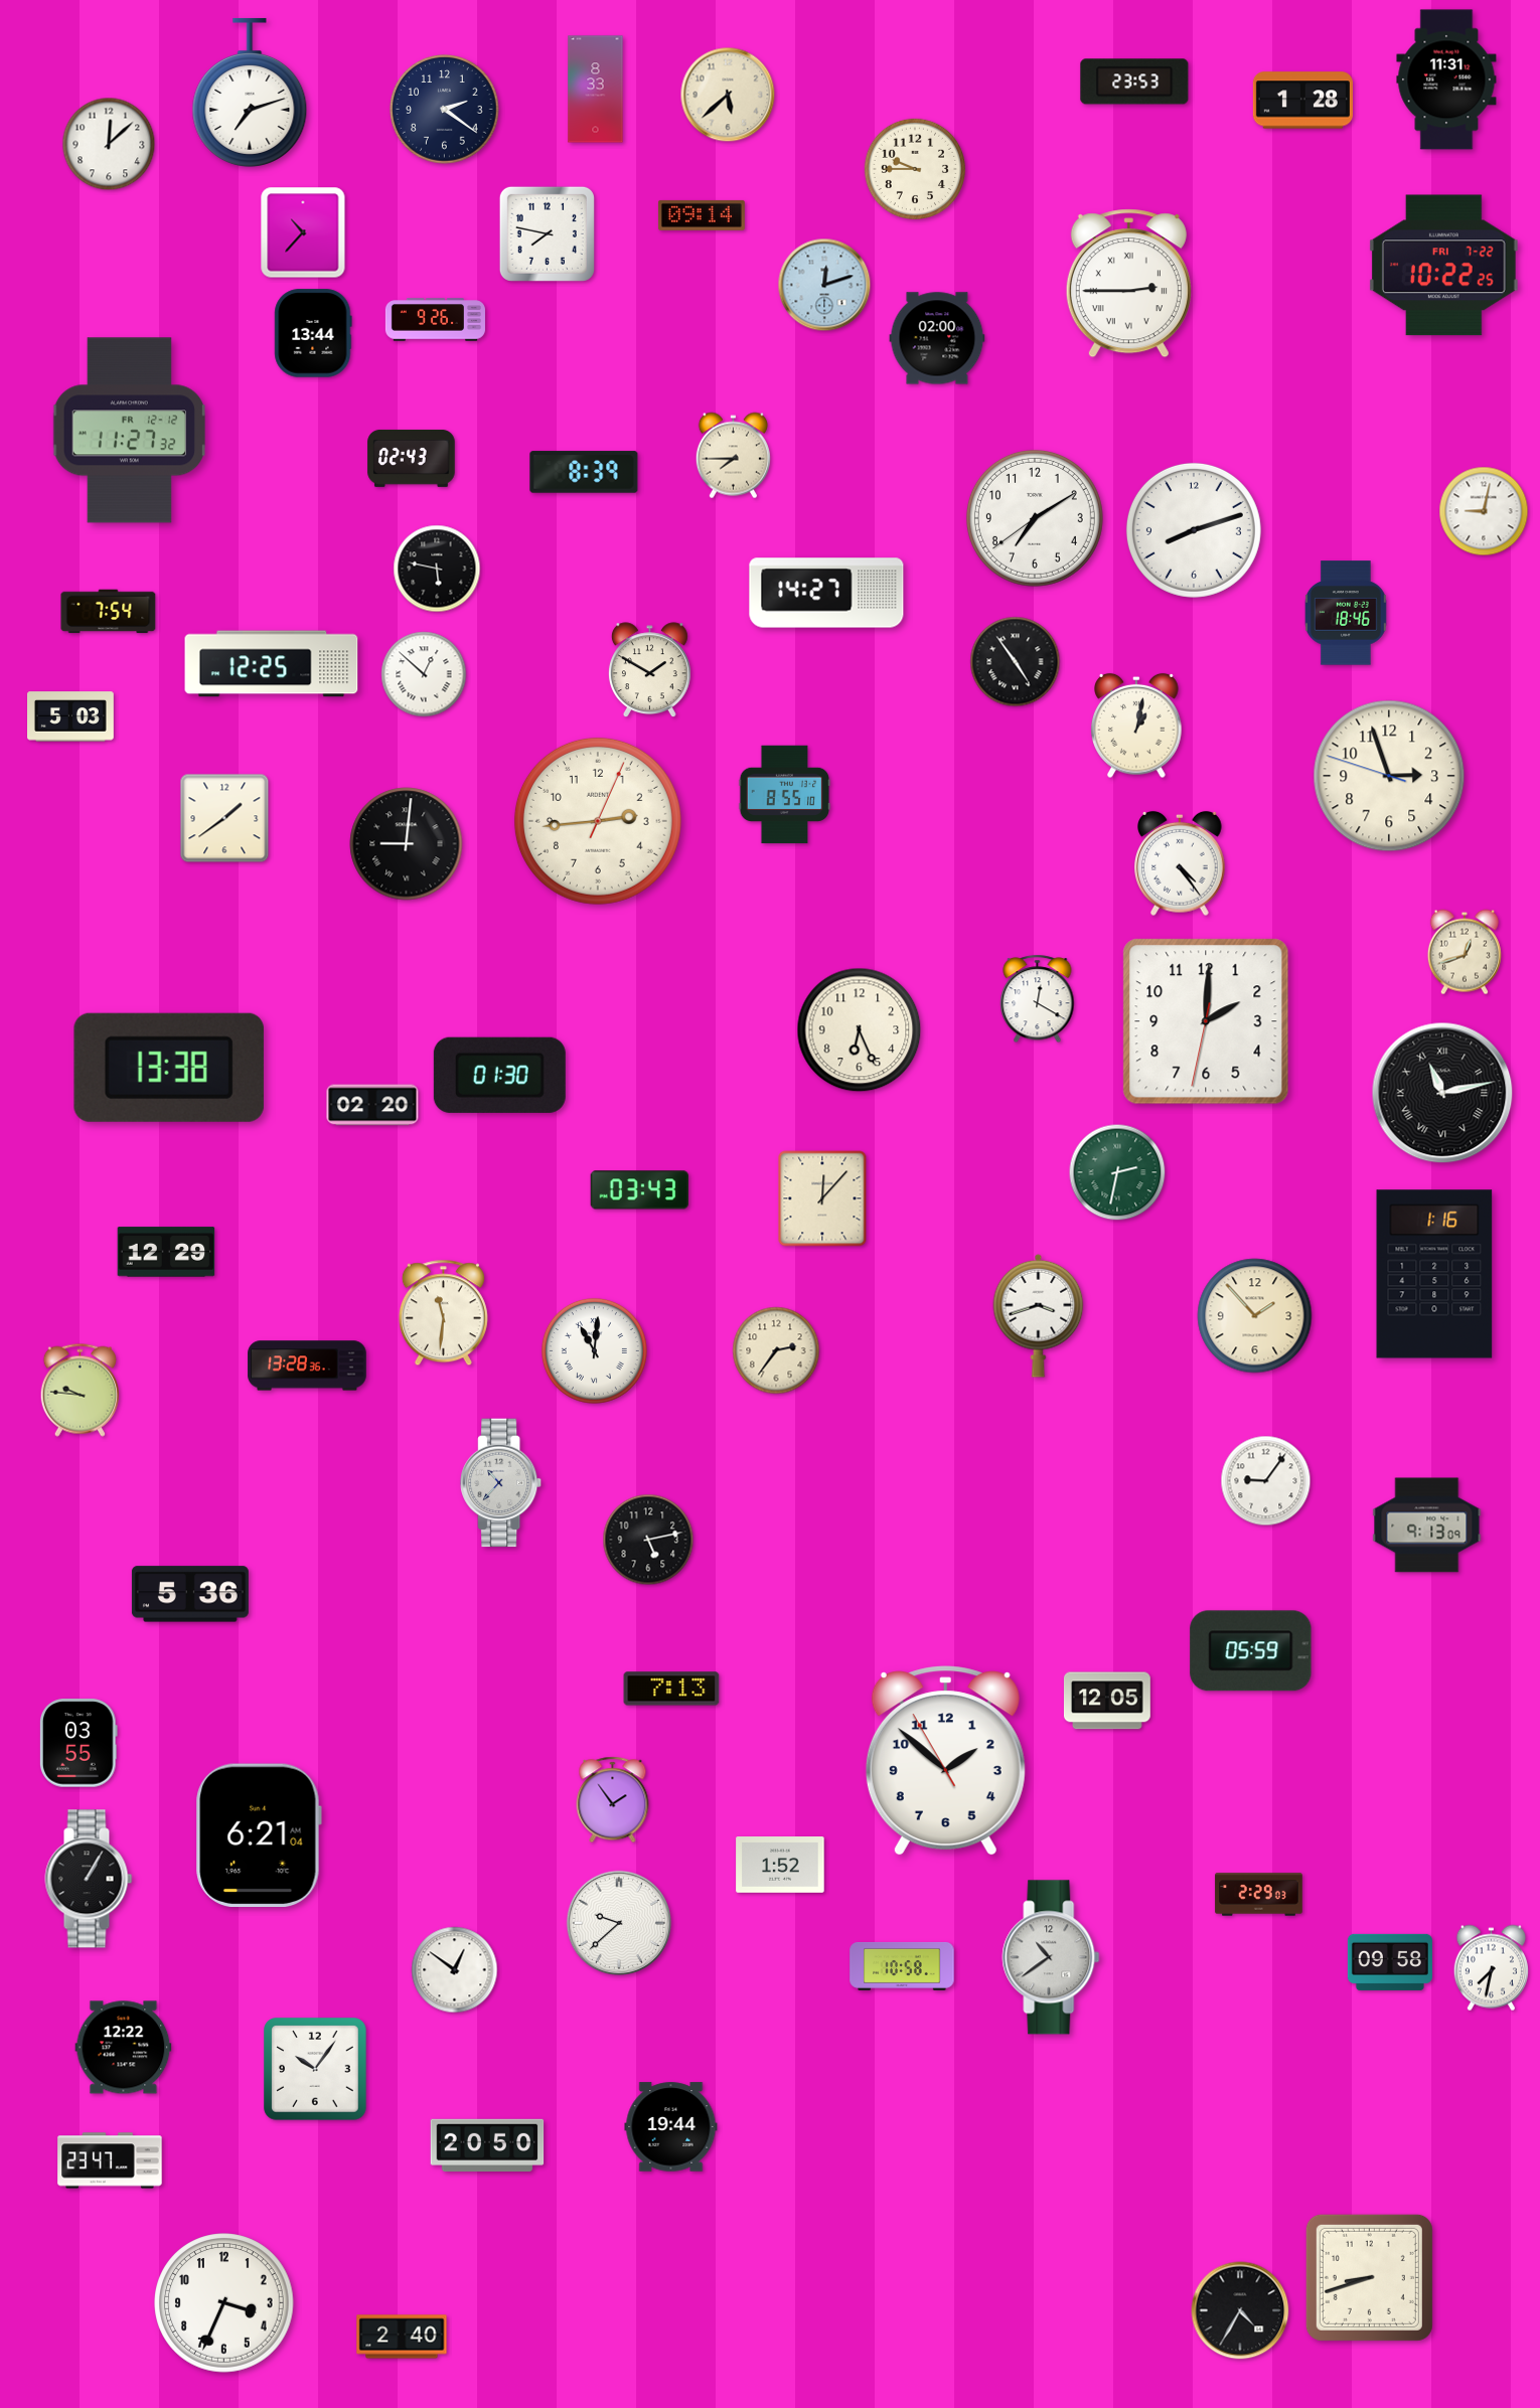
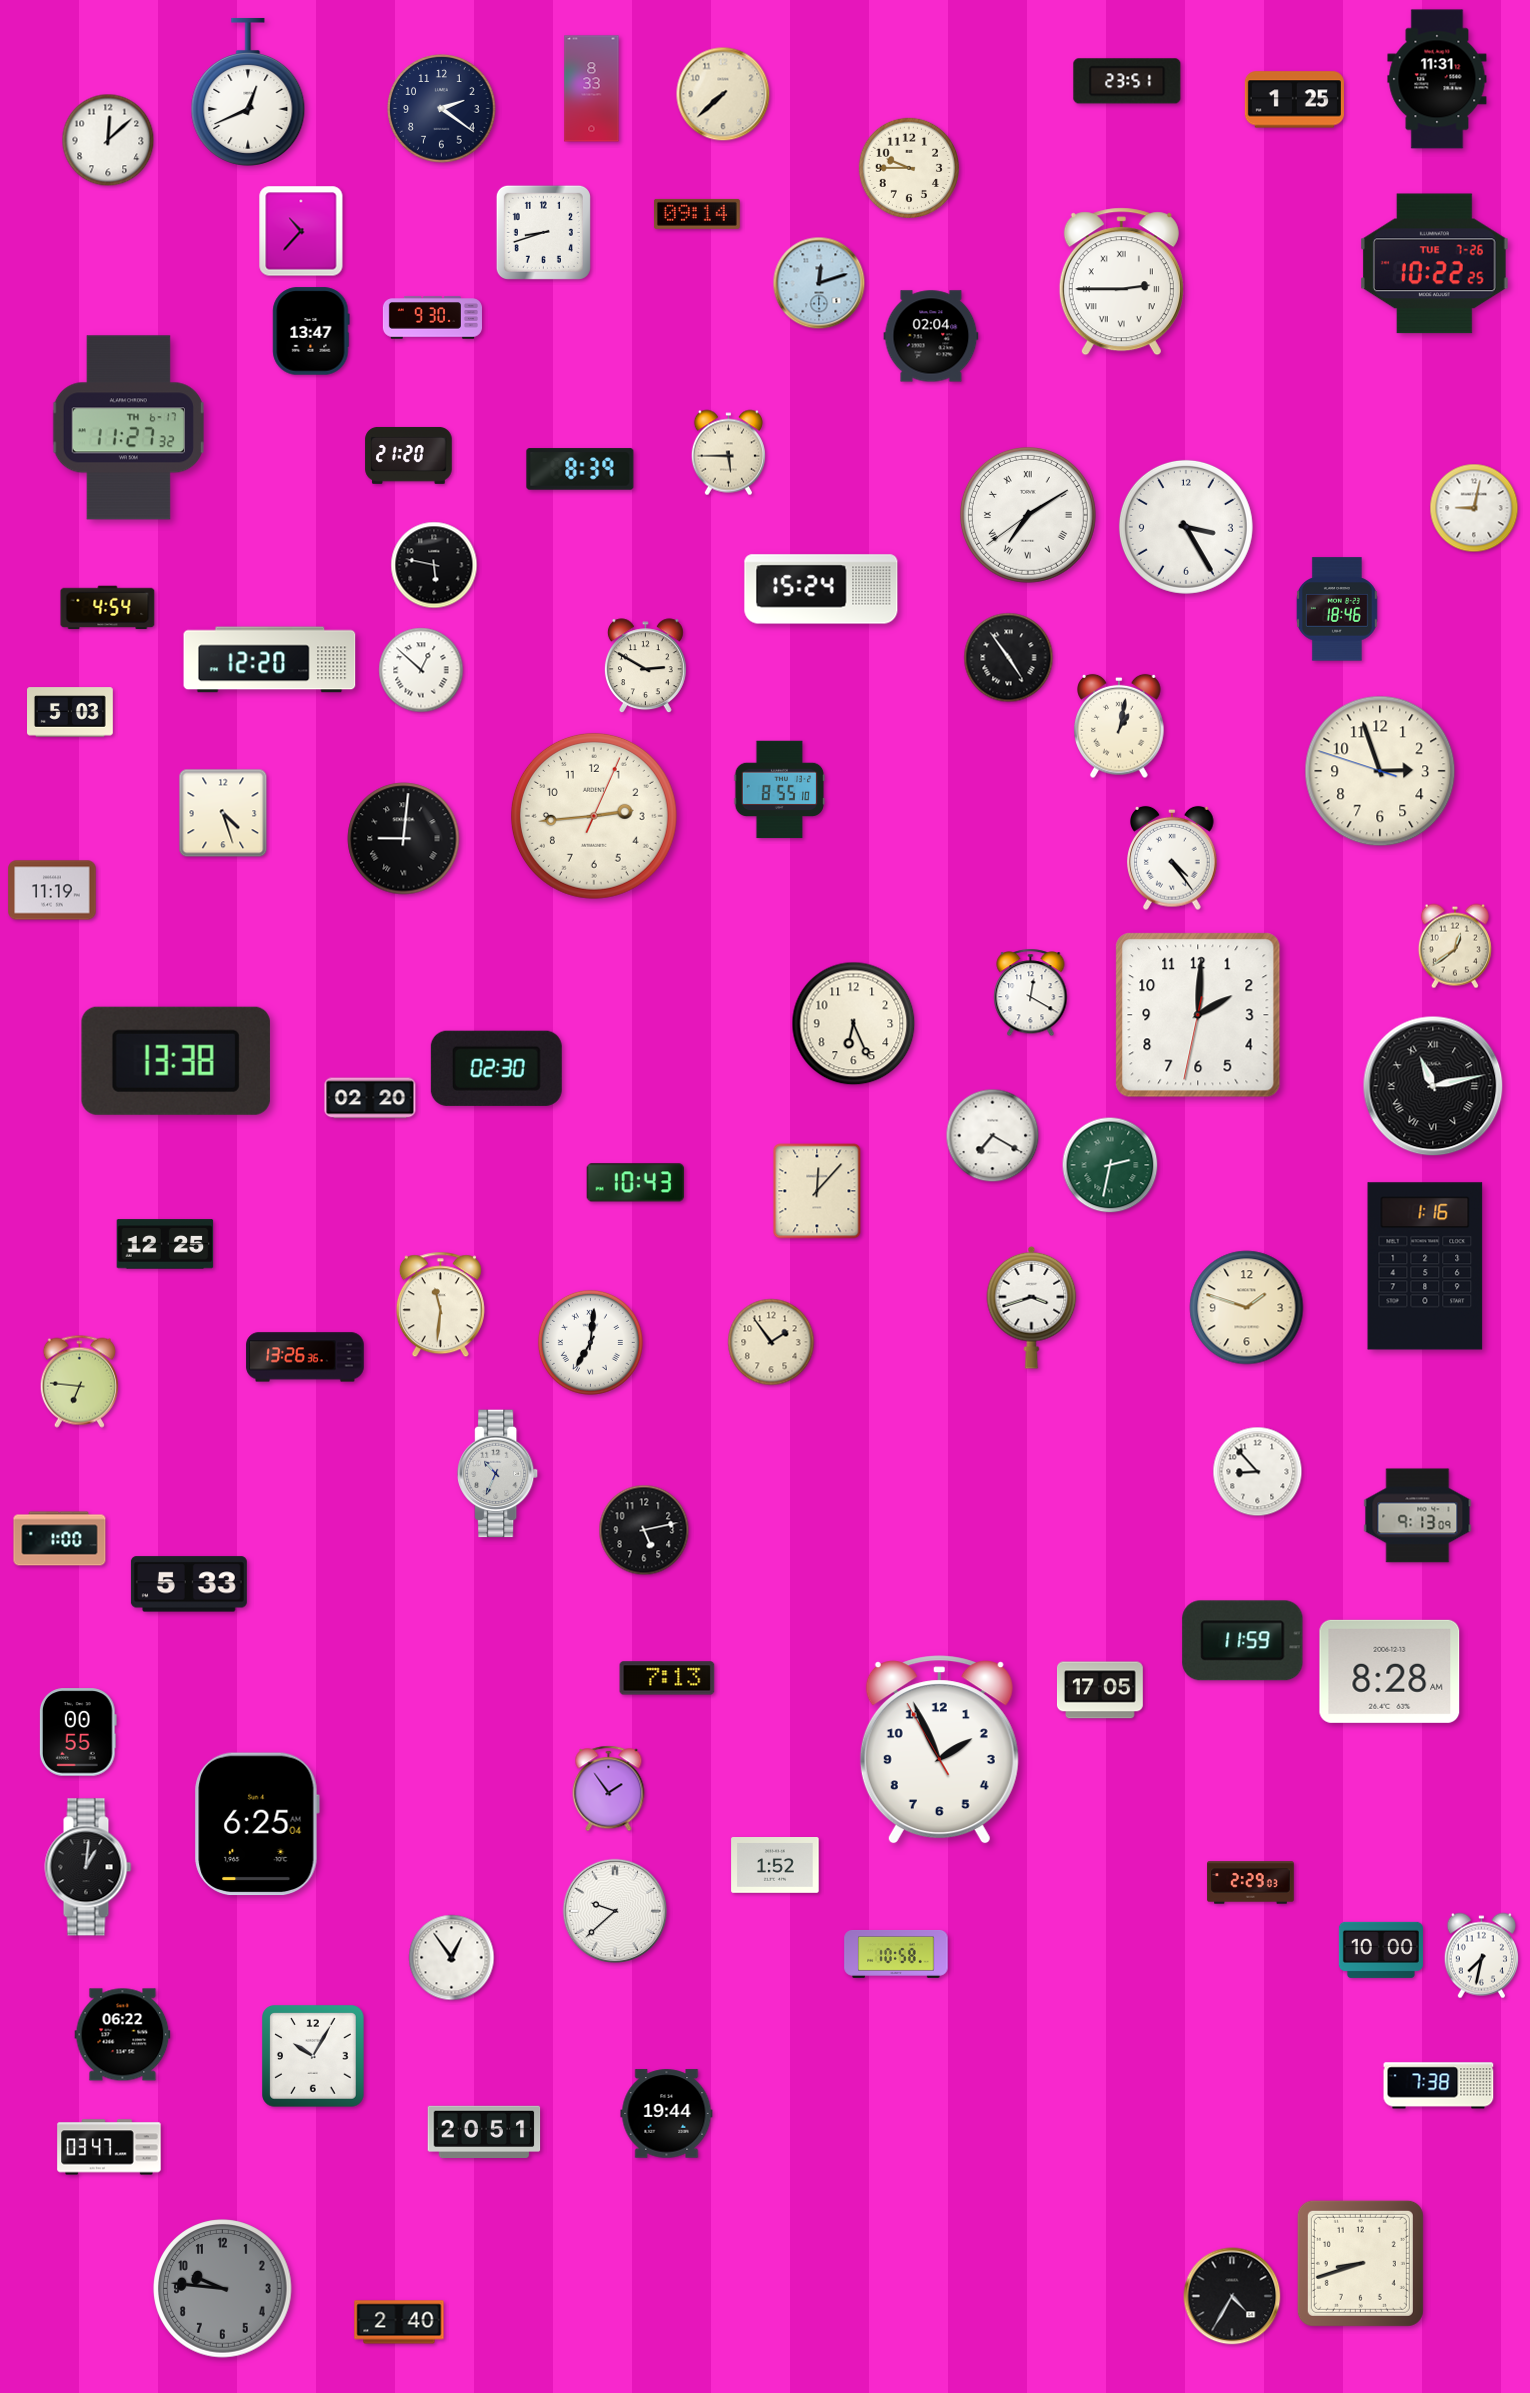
clock at (1134, 82): 23:53 -> 23:51
clock at (250, 93): 7:12 -> 12:41
clock at (728, 95): 5:38 -> 7:38
clock at (1302, 101): 1:28 -> 1:25
clock at (109, 144) position: (109, 144) -> (108, 140)
clock at (547, 233): 7:47 -> 8:42
clock at (1444, 266) date: FRI 7-22 -> TUE 7-26
clock at (435, 320): 9:26 -> 9:30
clock at (313, 333): 13:44 -> 13:47
clock at (937, 338): 02:00 -> 02:04
clock at (129, 431) date: FR 12-12 -> TH 6-17
clock at (733, 456): 7:45 -> 5:45
clock at (412, 458): 02:43 -> 21:20
clock at (1035, 518) numerals: Arabic -> Roman
clock at (1194, 530): 8:12 -> 3:25
clock at (826, 593): 14:27 -> 15:24
clock at (109, 612): 7:54 -> 4:54
clock at (272, 664): 12:25 -> 12:20
clock at (649, 670): 1:50 -> 2:50
clock at (1136, 726) position: (1136, 726) -> (1119, 726)
clock at (224, 818): 1:39 -> 4:27
clock at (52, 890): none -> 11:19
clock at (1465, 952): 12:42 -> 12:39
clock at (169, 1068) position: (169, 1068) -> (176, 1061)
clock at (499, 1075): 01:30 -> 02:30
clock at (993, 1136): none -> 7:20
clock at (639, 1190): 03:43 -> 10:43
clock at (166, 1252): 12:29 -> 12:25
clock at (1255, 1316): 1:53 -> 1:48
clock at (594, 1350): 11:01 -> 7:01
clock at (776, 1350): 2:36 -> 1:54
clock at (307, 1366): 13:28 -> 13:26
clock at (80, 1390): 9:46 -> 6:46
clock at (1266, 1481): 9:06 -> 8:53
clock at (502, 1483): 10:37 -> 10:34
clock at (60, 1539): none -> 1:00
clock at (190, 1594): 5:36 -> 5:33
clock at (1251, 1651): 05:59 -> 11:59
clock at (1390, 1671): none -> 8:28
clock at (1107, 1701): 12:05 -> 17:05
clock at (79, 1743): 03:55 -> 00:55
clock at (945, 1761): 1:51 -> 1:55
clock at (259, 1835): 6:21 -> 6:25
clock at (780, 1866) position: (780, 1866) -> (775, 1866)
clock at (89, 1879): 1:05 -> 1:01
clock at (1051, 1957): 10:39 -> none
clock at (1390, 1962): 09:58 -> 10:00
clock at (455, 1970): 12:51 -> 12:54
clock at (124, 2048): 12:22 -> 06:22
clock at (315, 2069): 10:06 -> 10:05
clock at (1439, 2086): none -> 7:38
clock at (487, 2144): 20:50 -> 20:51
clock at (110, 2160): 23:47 -> 03:47
clock at (224, 2303): 3:34 -> 9:46
clock at (224, 2303) dial: white -> grey
